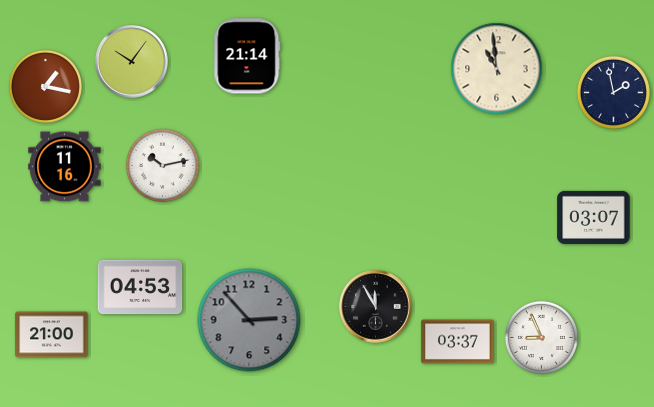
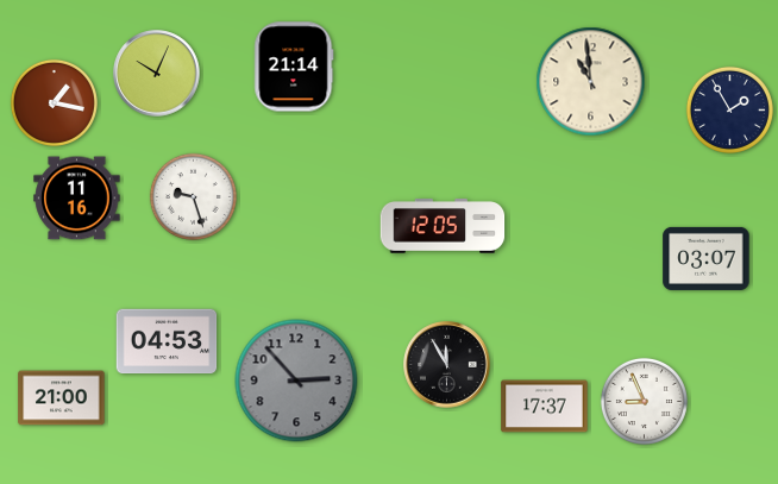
clock at (132, 62): 10:06 -> 10:04
clock at (613, 92): 1:58 -> 1:55
clock at (162, 165): 10:13 -> 9:27
clock at (443, 227): none -> 12:05
clock at (458, 342): 03:37 -> 17:37
